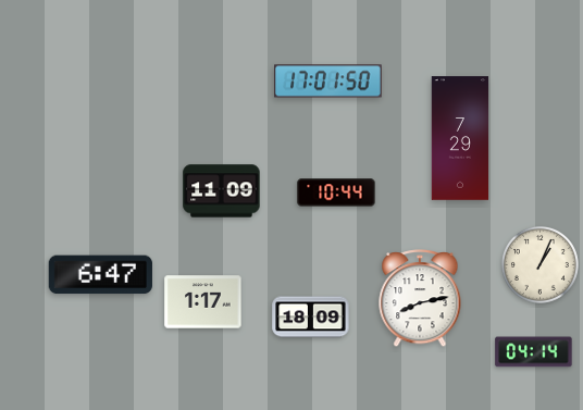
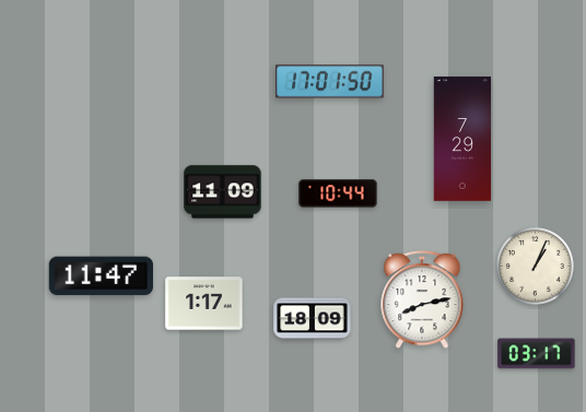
clock at (539, 264) position: (539, 264) -> (535, 266)
clock at (100, 275): 6:47 -> 11:47
clock at (534, 352): 04:14 -> 03:17
